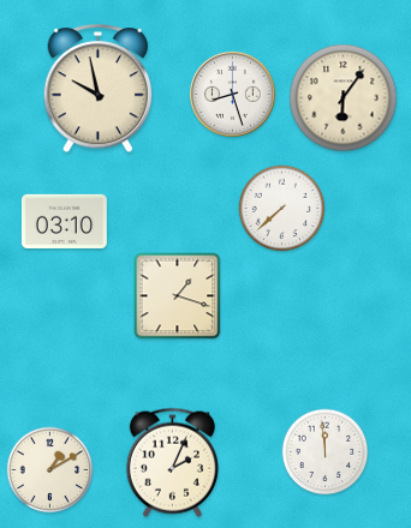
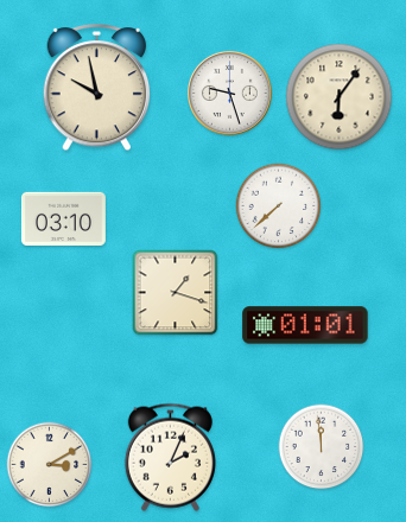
clock at (232, 94): 8:27 -> 9:27
clock at (305, 325): none -> 01:01
clock at (50, 470): 1:10 -> 3:10
